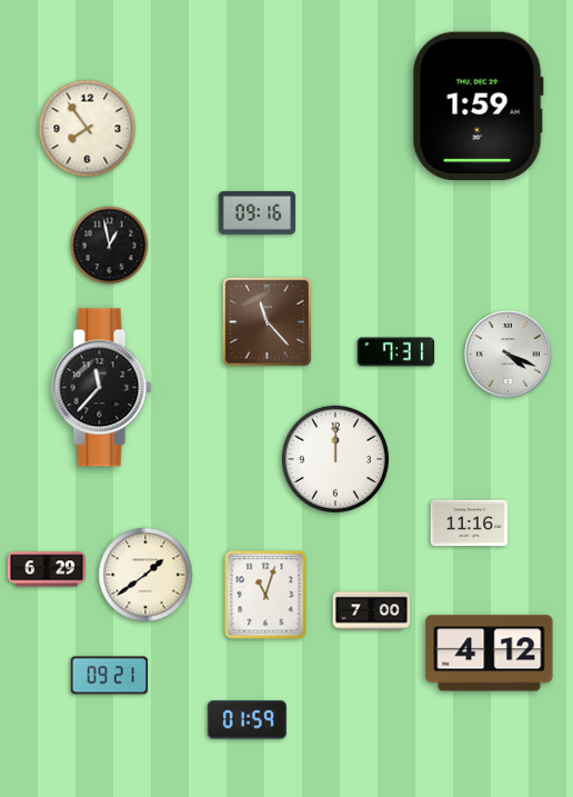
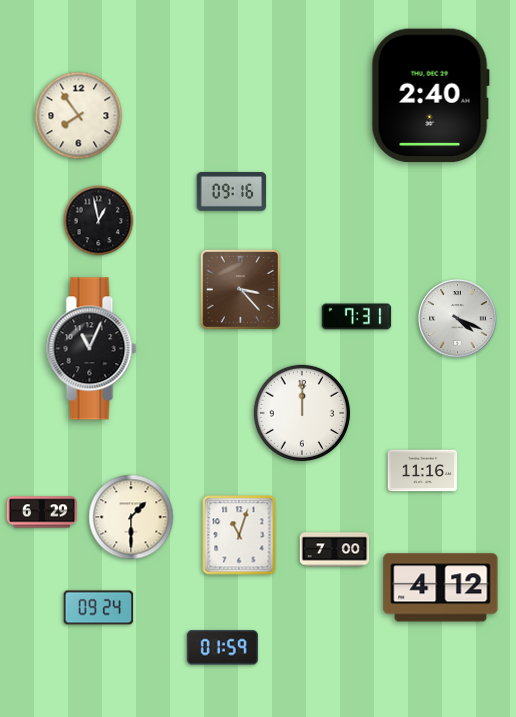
clock at (477, 107): 1:59 -> 2:40
clock at (267, 321): 11:23 -> 3:23
clock at (102, 388): 11:37 -> 11:04
clock at (145, 575): 1:39 -> 1:30
clock at (110, 676): 09:21 -> 09:24
